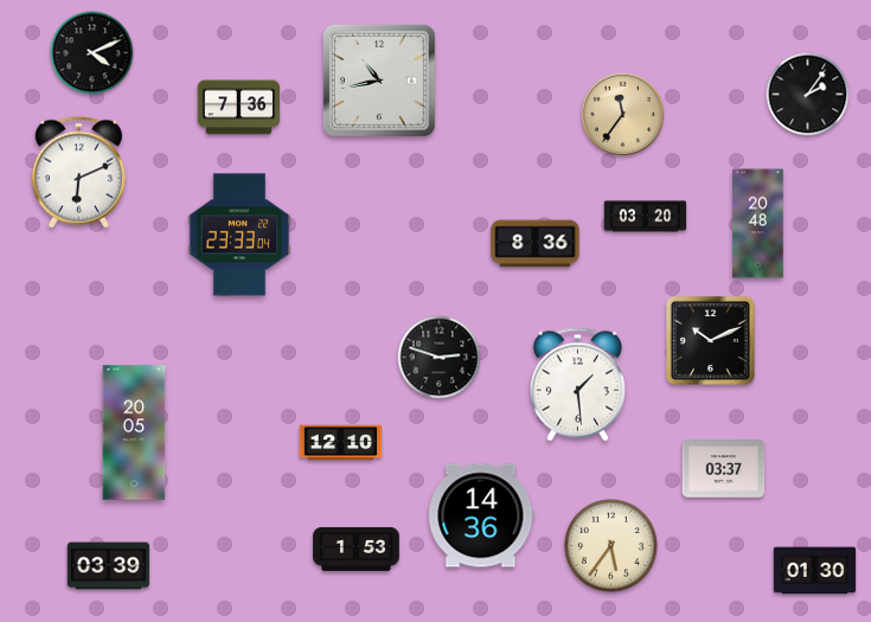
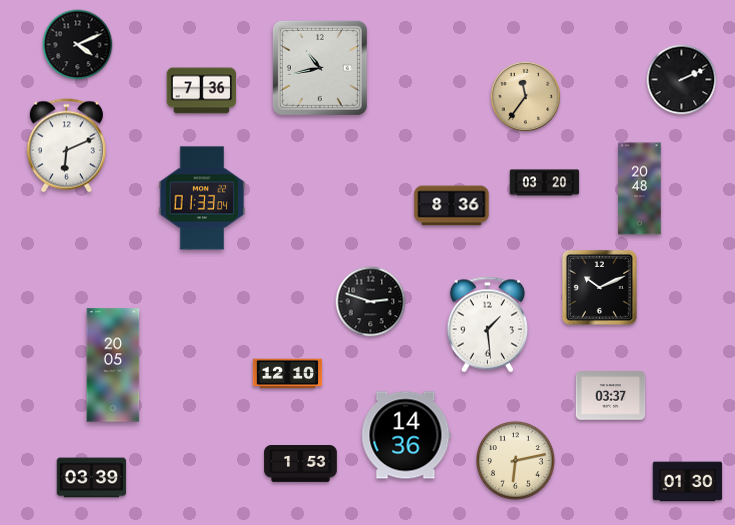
clock at (808, 95): 2:06 -> 2:11
clock at (239, 235): 23:33 -> 01:33
clock at (611, 546): 5:36 -> 6:13
